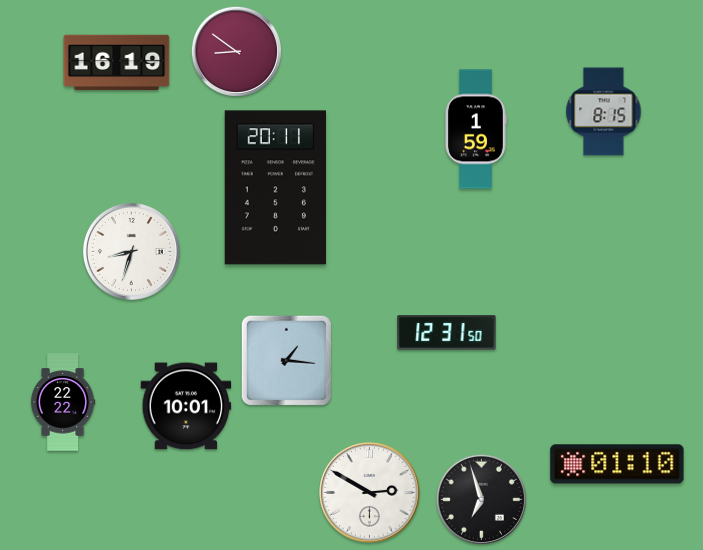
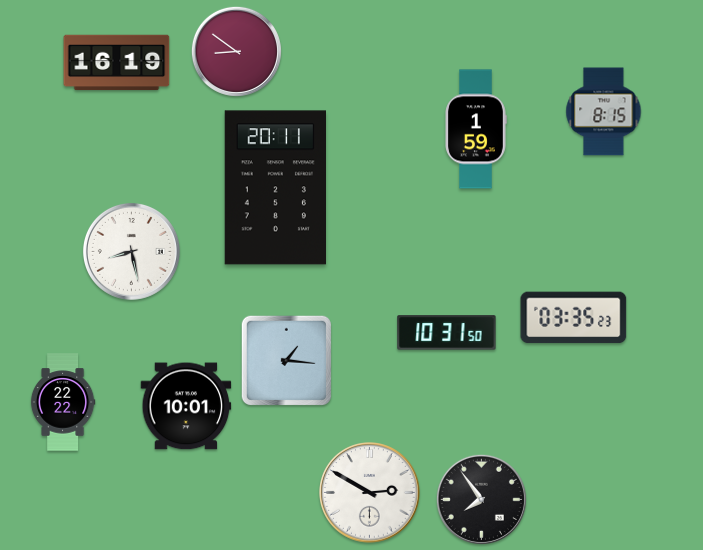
clock at (131, 251): 8:33 -> 8:28
clock at (574, 318): none -> 03:35
clock at (447, 333): 12:31 -> 10:31
clock at (617, 464): 01:10 -> none
clock at (481, 499): 6:57 -> 7:54
